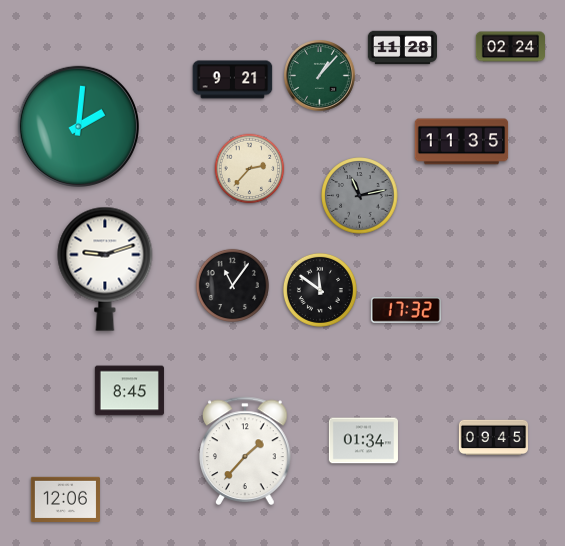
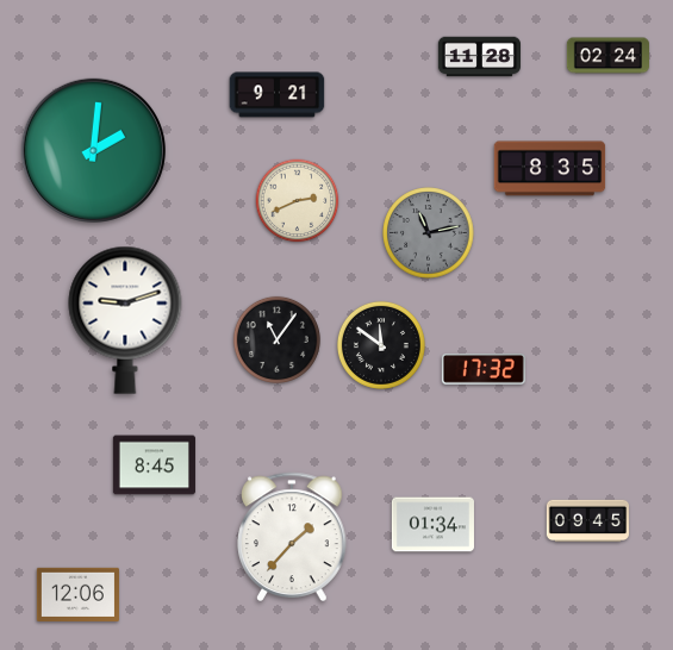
clock at (320, 76): 1:07 -> none
clock at (462, 142): 11:35 -> 8:35
clock at (250, 169): 2:37 -> 2:41
